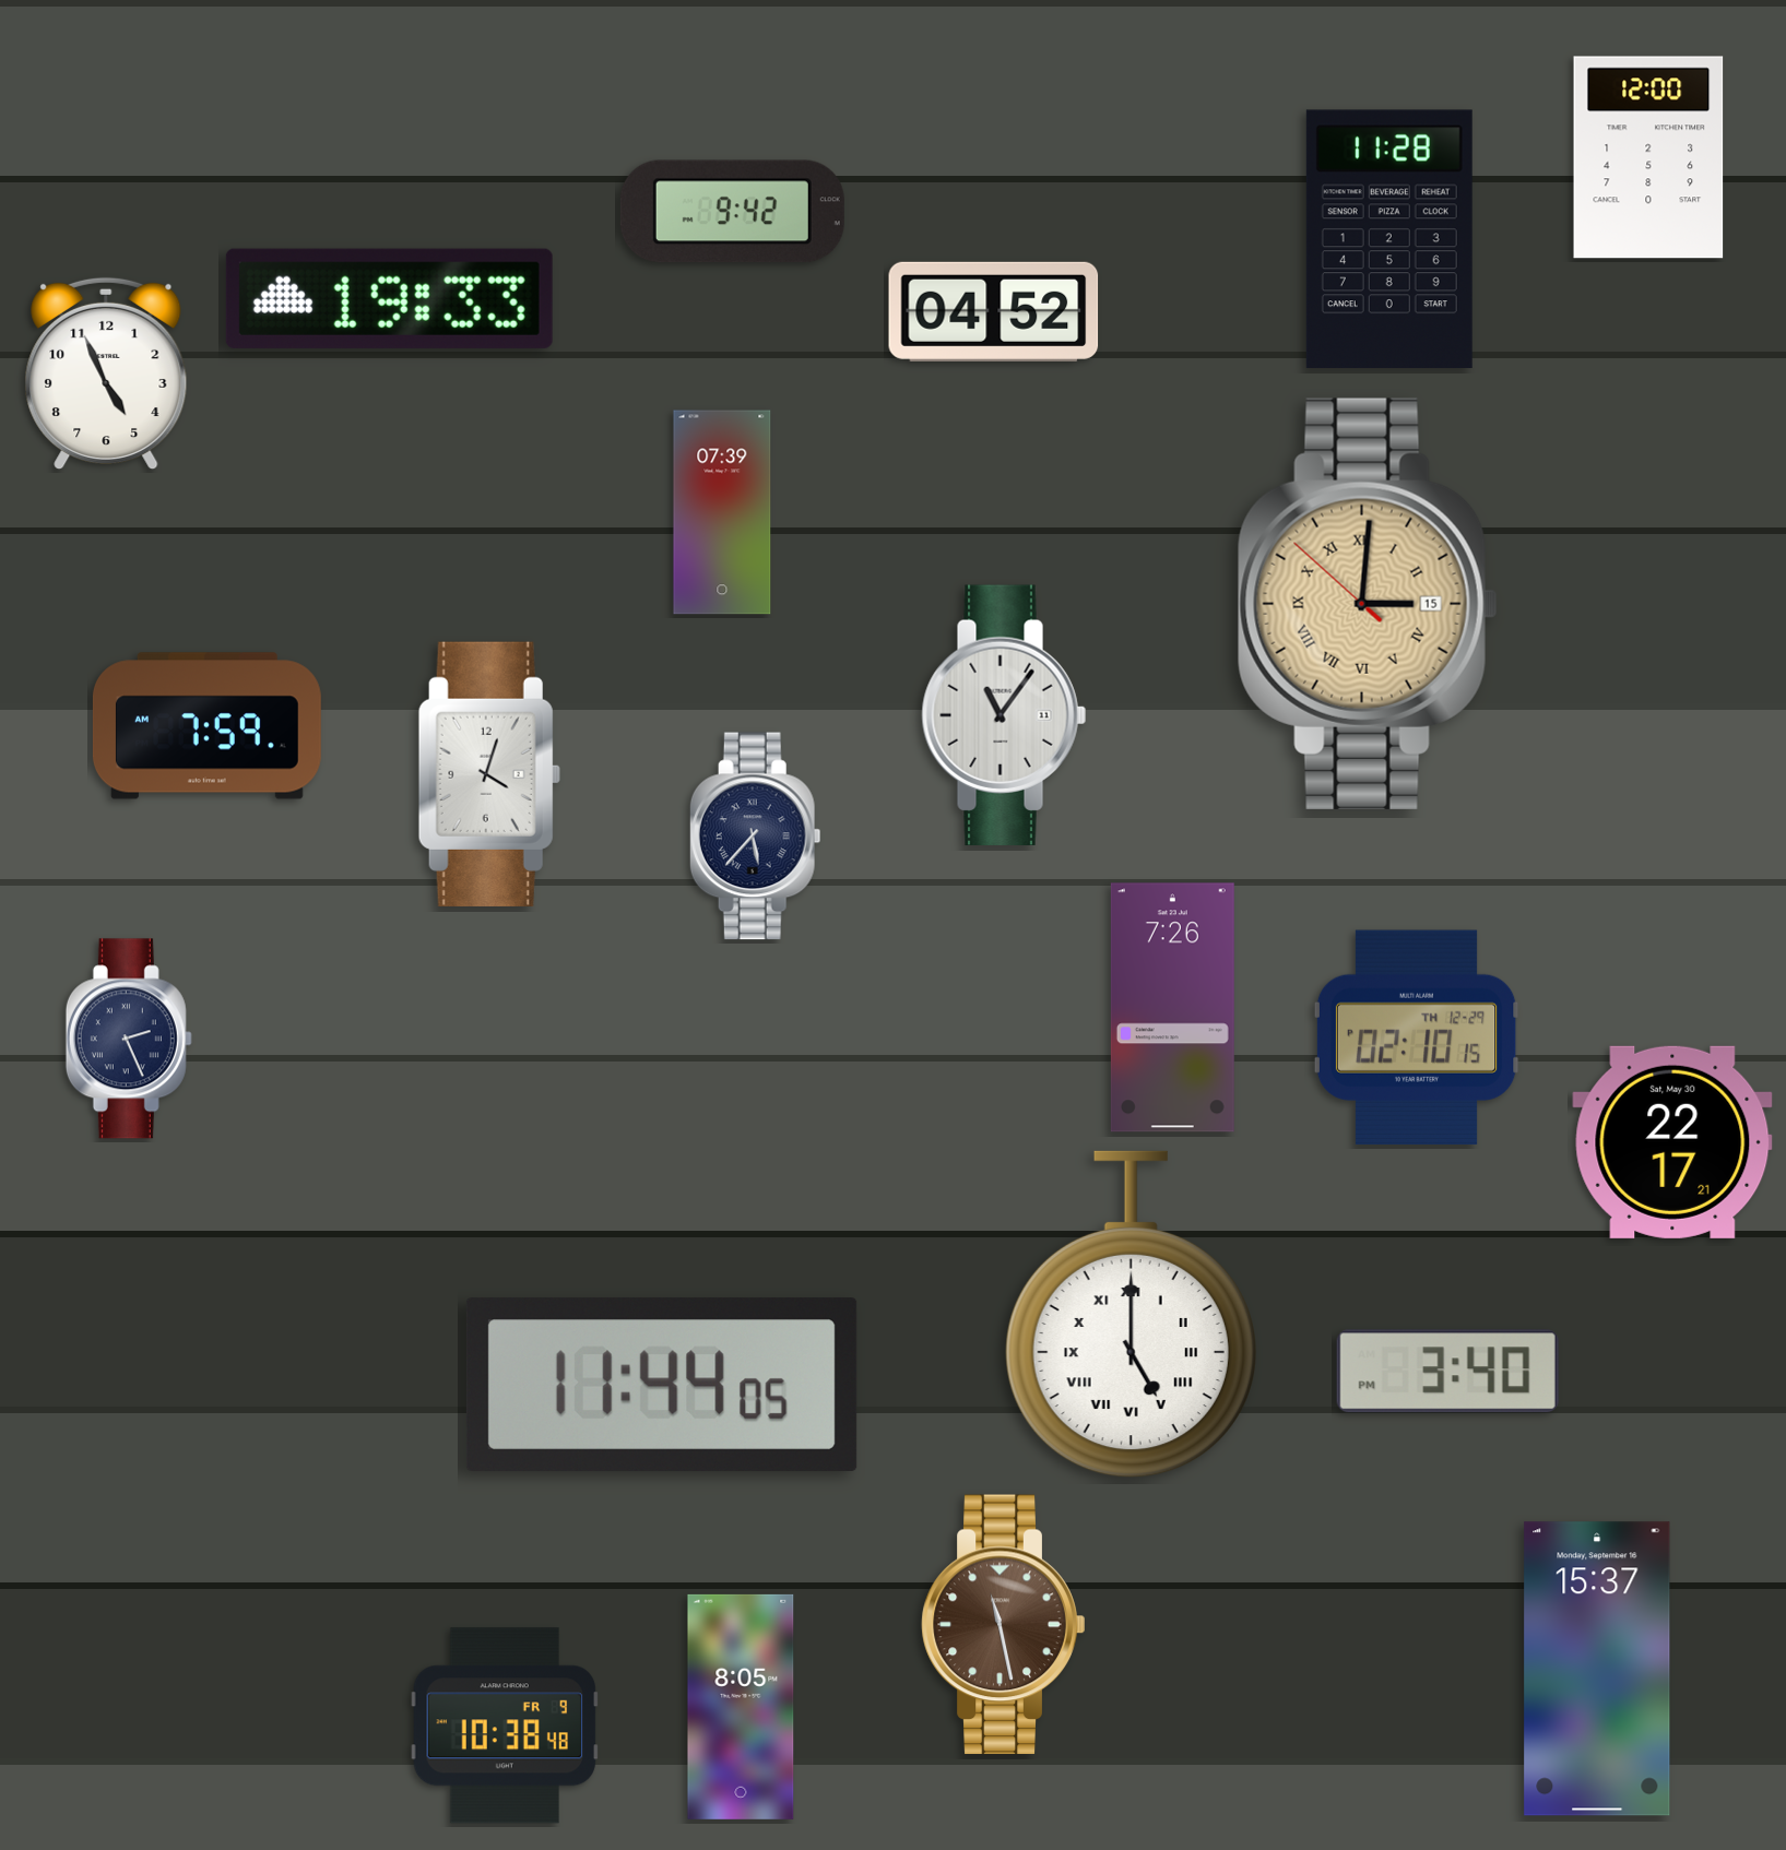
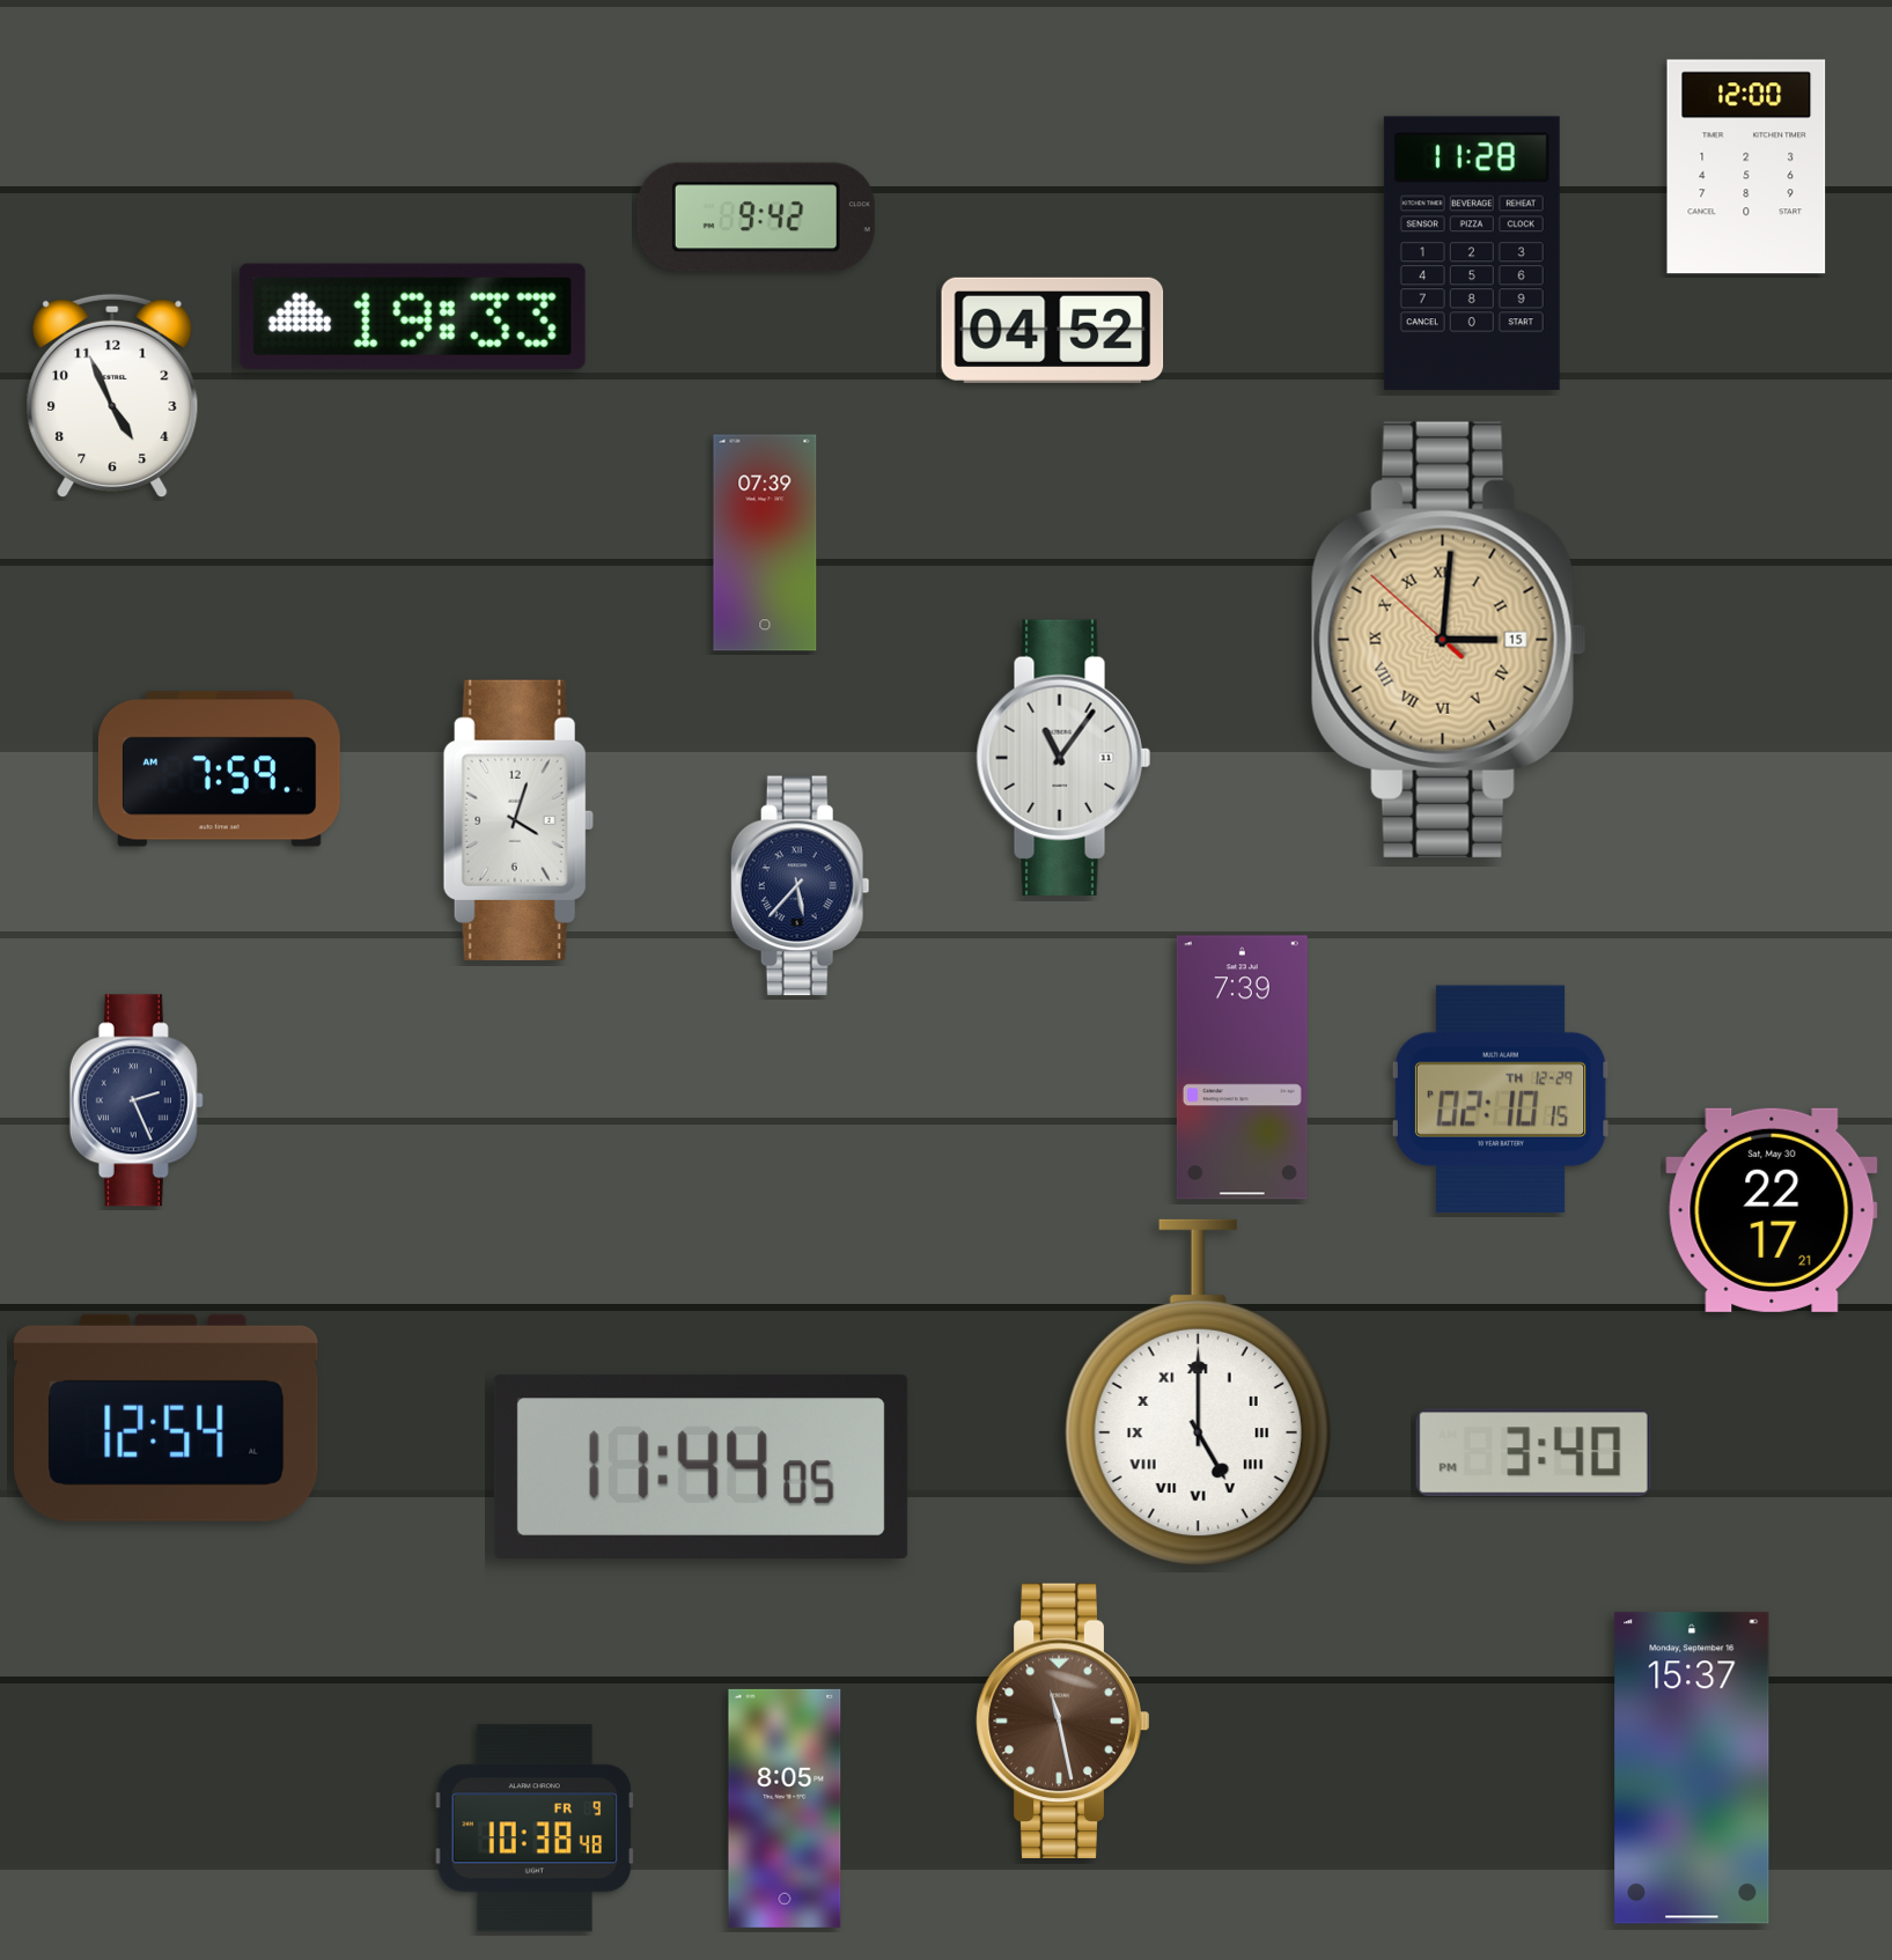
clock at (732, 212) position: (732, 212) -> (756, 218)
clock at (1172, 1008): 7:26 -> 7:39
clock at (165, 1417): none -> 12:54
